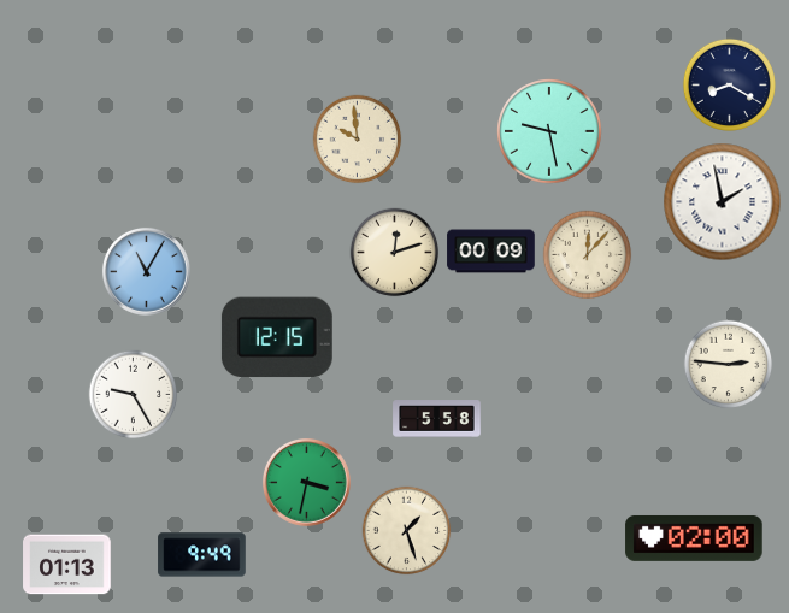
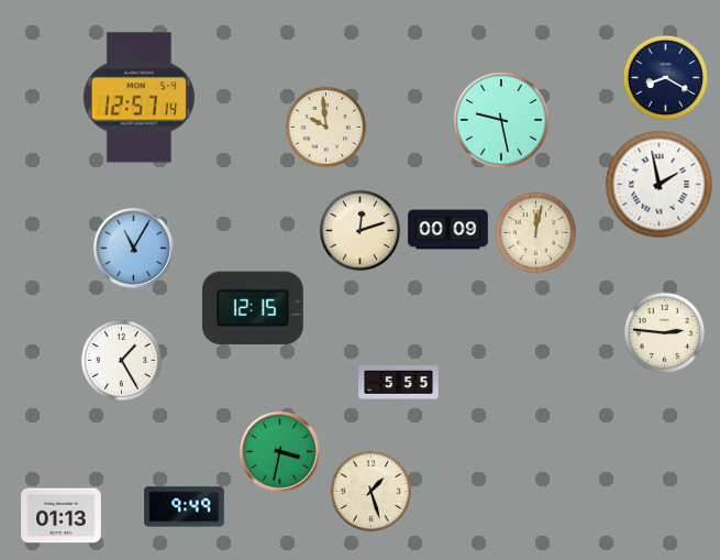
clock at (139, 98): none -> 12:57
clock at (588, 255): 12:07 -> 12:02
clock at (134, 395): 9:25 -> 1:25
clock at (437, 419): 5:58 -> 5:55
clock at (306, 482) position: (306, 482) -> (279, 451)
clock at (407, 531) position: (407, 531) -> (372, 492)
clock at (694, 538): 02:00 -> none
